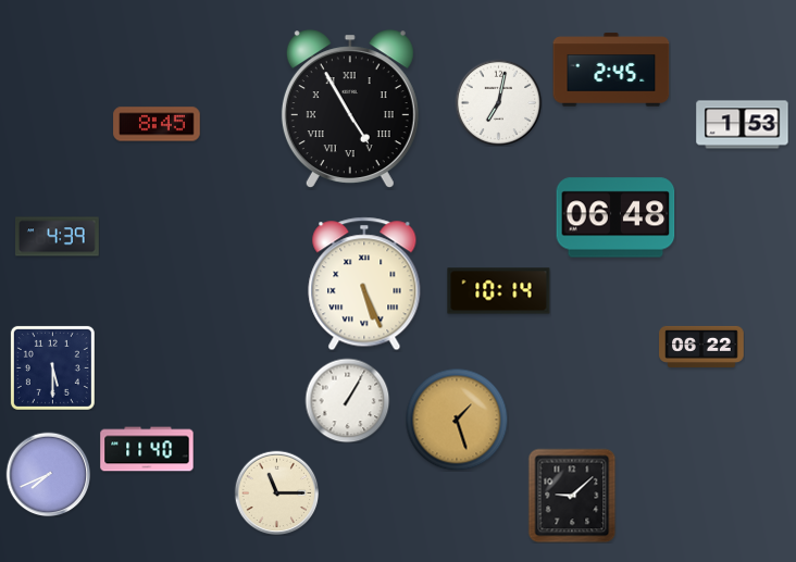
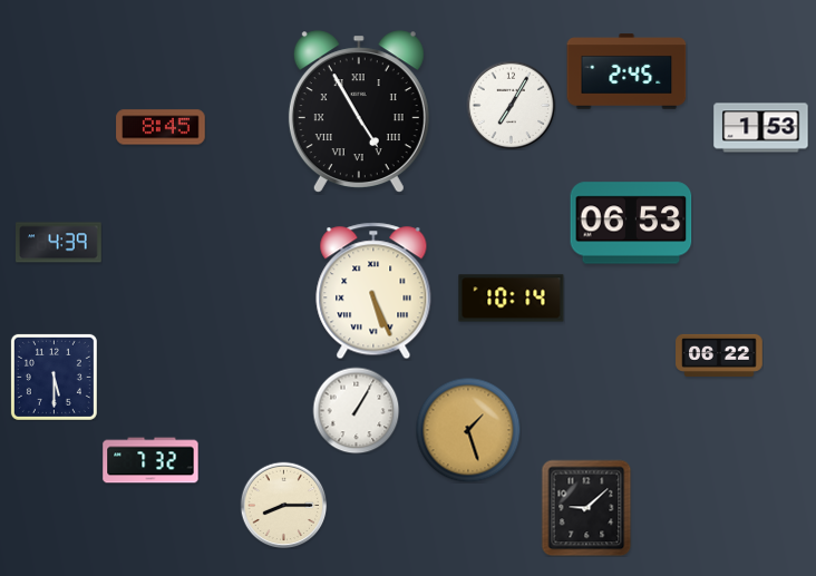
clock at (498, 102): 7:02 -> 7:05
clock at (615, 217): 06:48 -> 06:53
clock at (147, 449): 11:40 -> 7:32
clock at (48, 474): 7:41 -> none
clock at (276, 492): 11:15 -> 8:15
